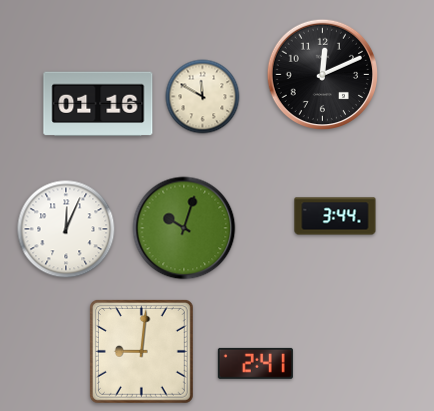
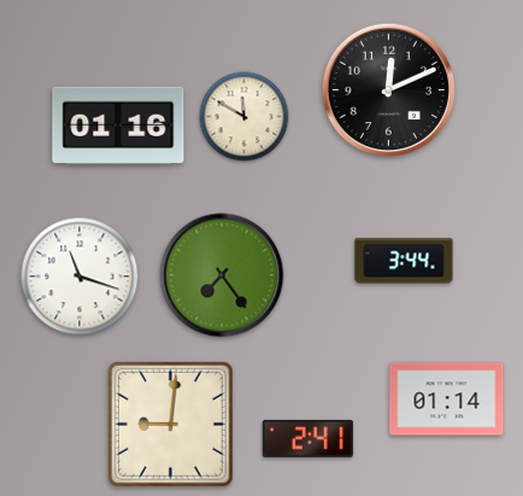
clock at (184, 228): 10:03 -> 7:24
clock at (66, 229): 12:04 -> 11:18
clock at (447, 399): none -> 01:14
